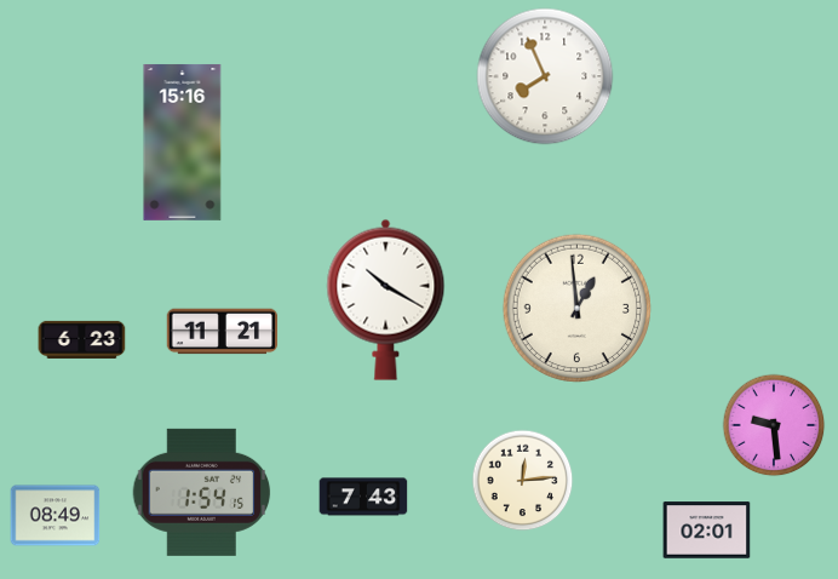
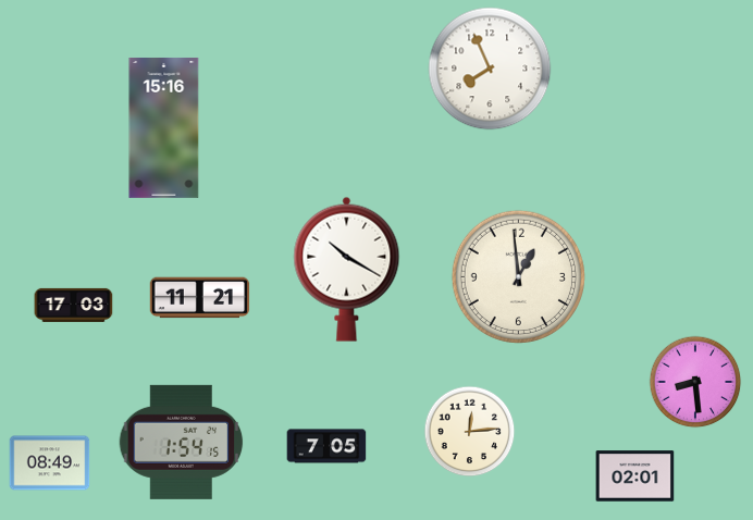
clock at (82, 339): 6:23 -> 17:03
clock at (774, 425): 9:29 -> 8:29
clock at (363, 497): 7:43 -> 7:05
